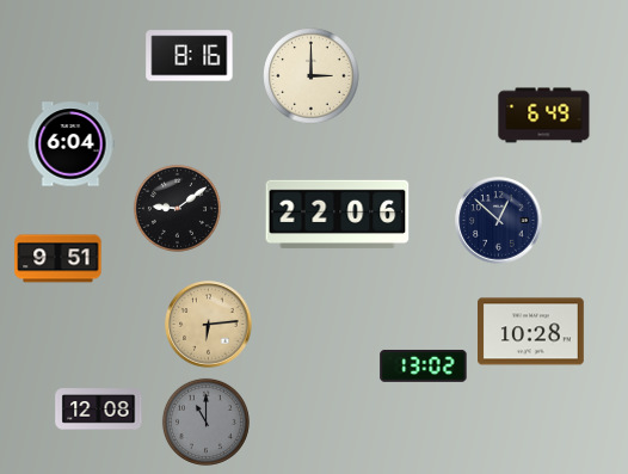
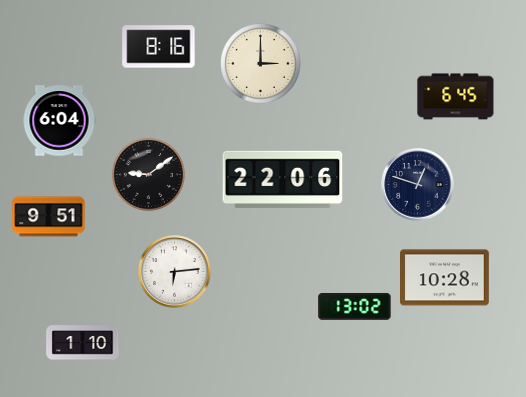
clock at (544, 116): 6:49 -> 6:45
clock at (499, 221): 12:52 -> 12:48
clock at (209, 325) dial: champagne -> white
clock at (99, 410): 12:08 -> 1:10
clock at (205, 421): 11:00 -> none
